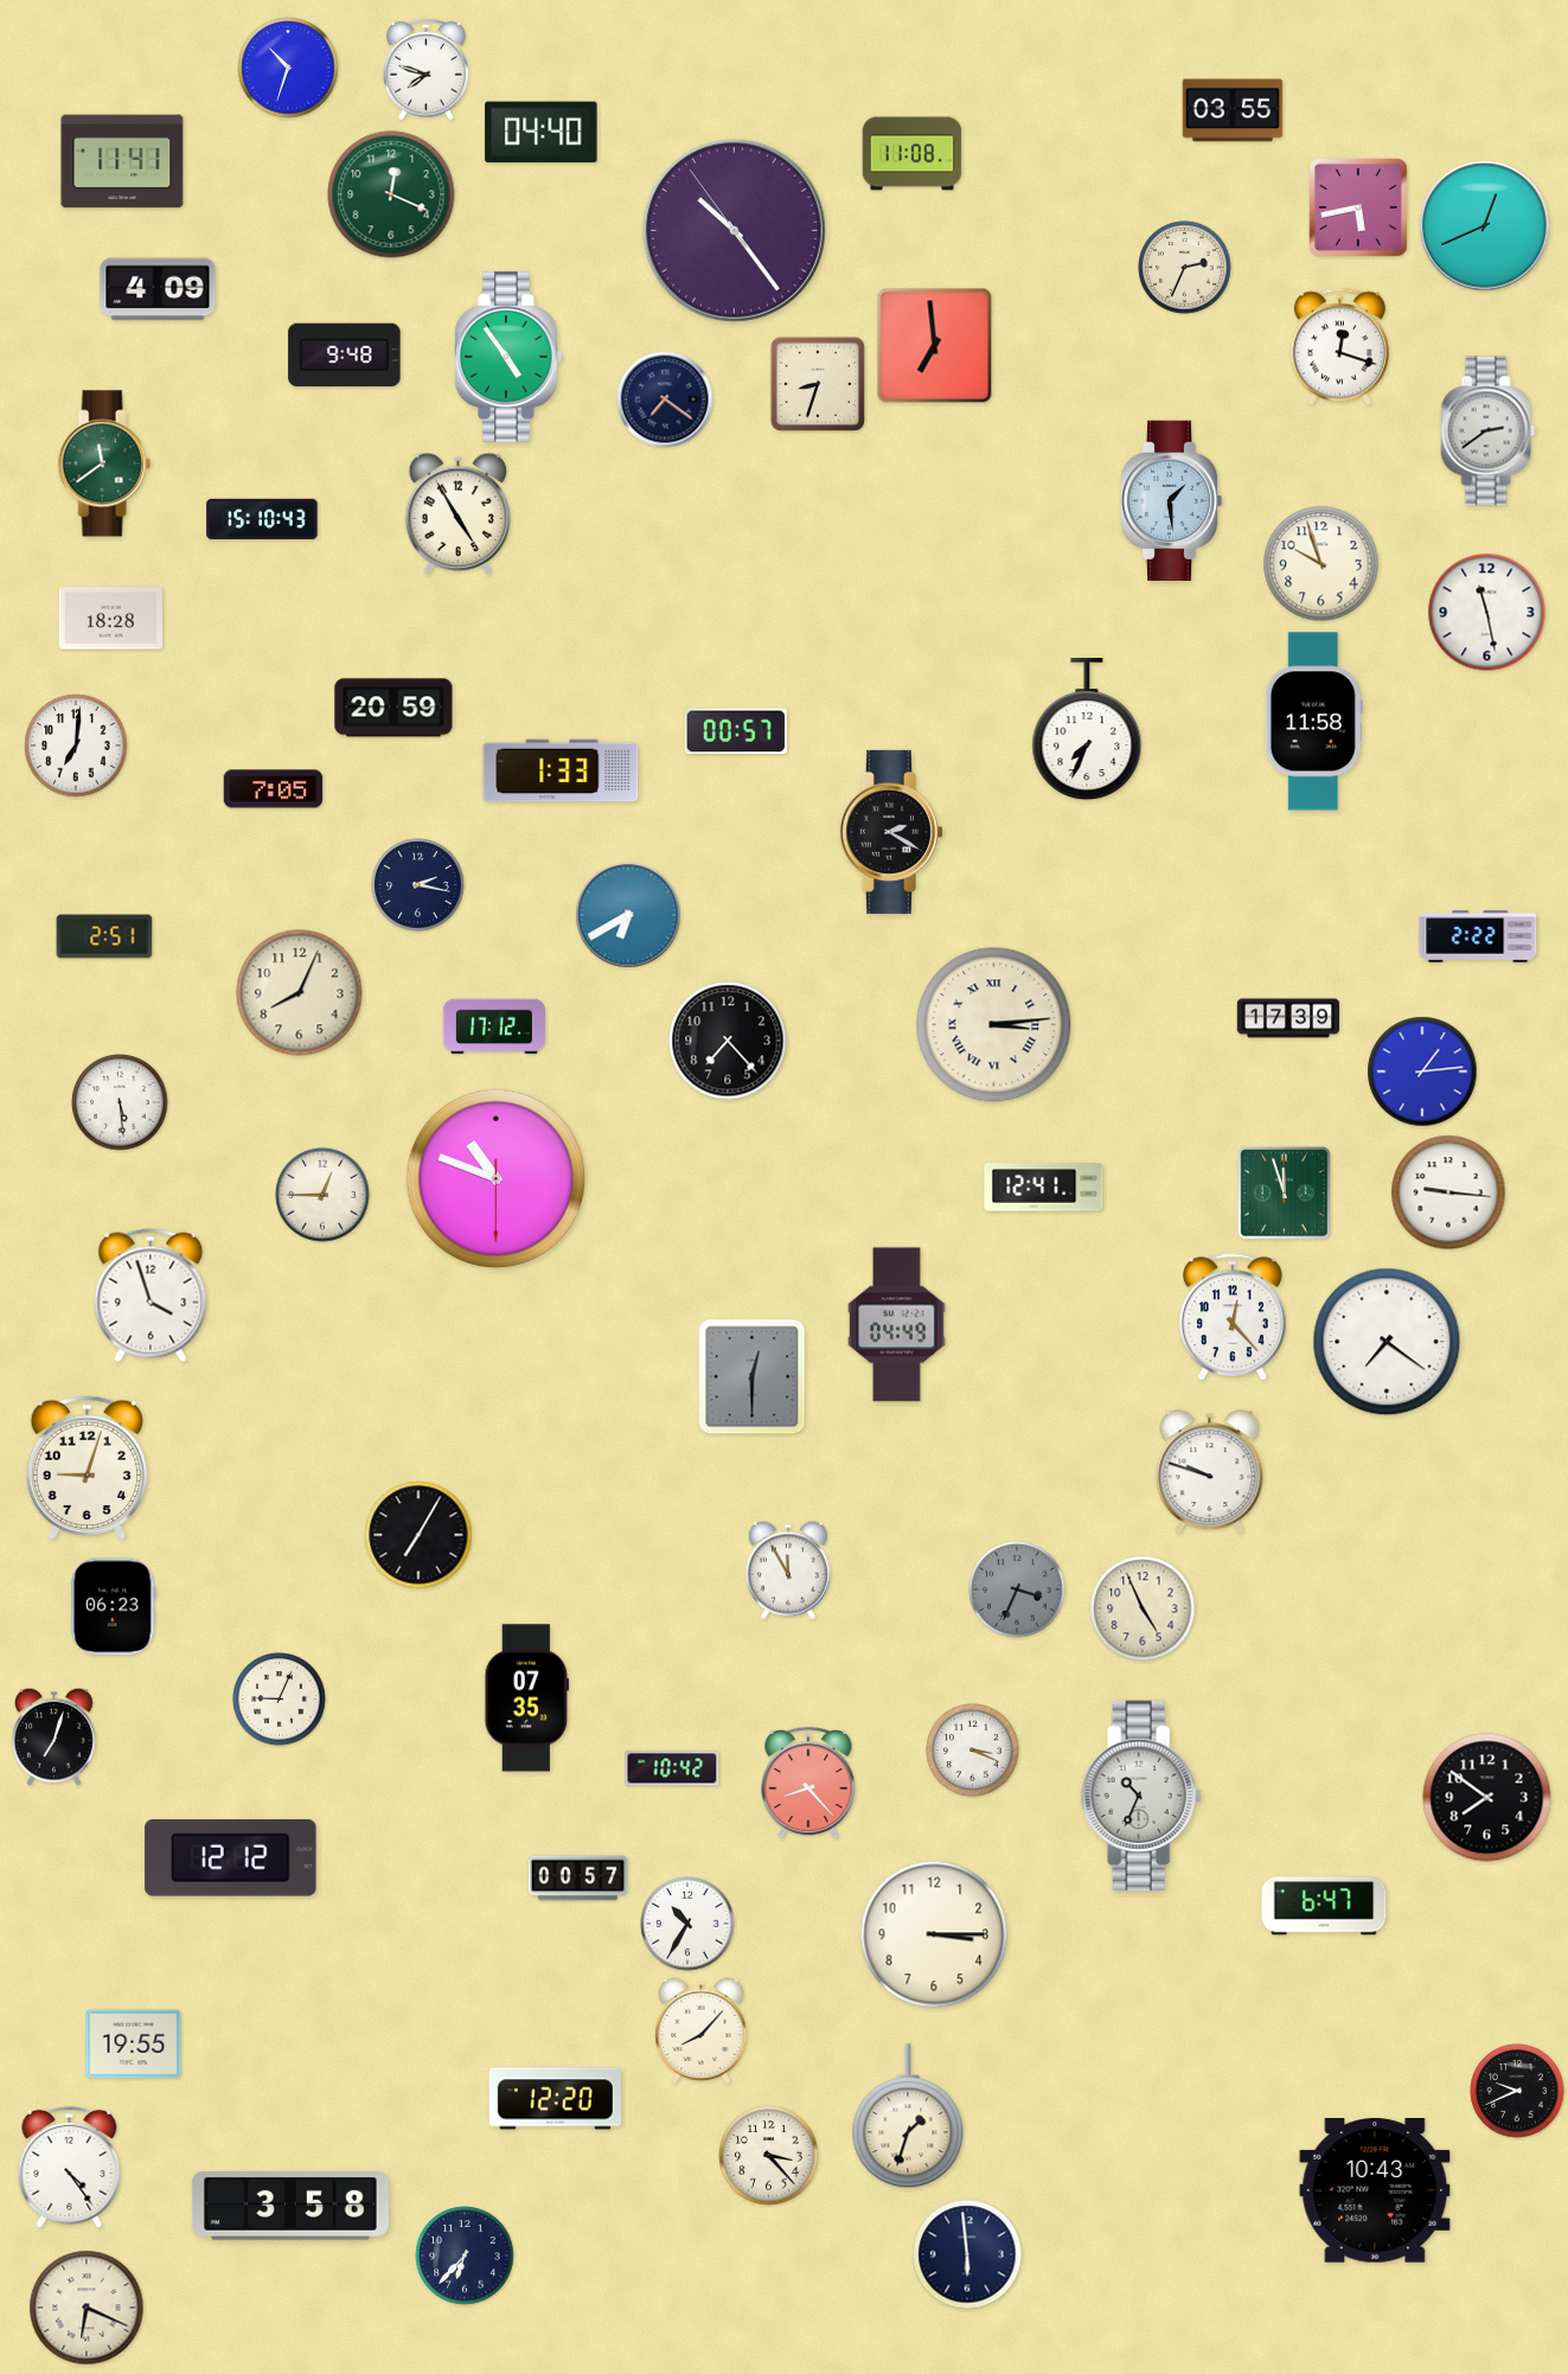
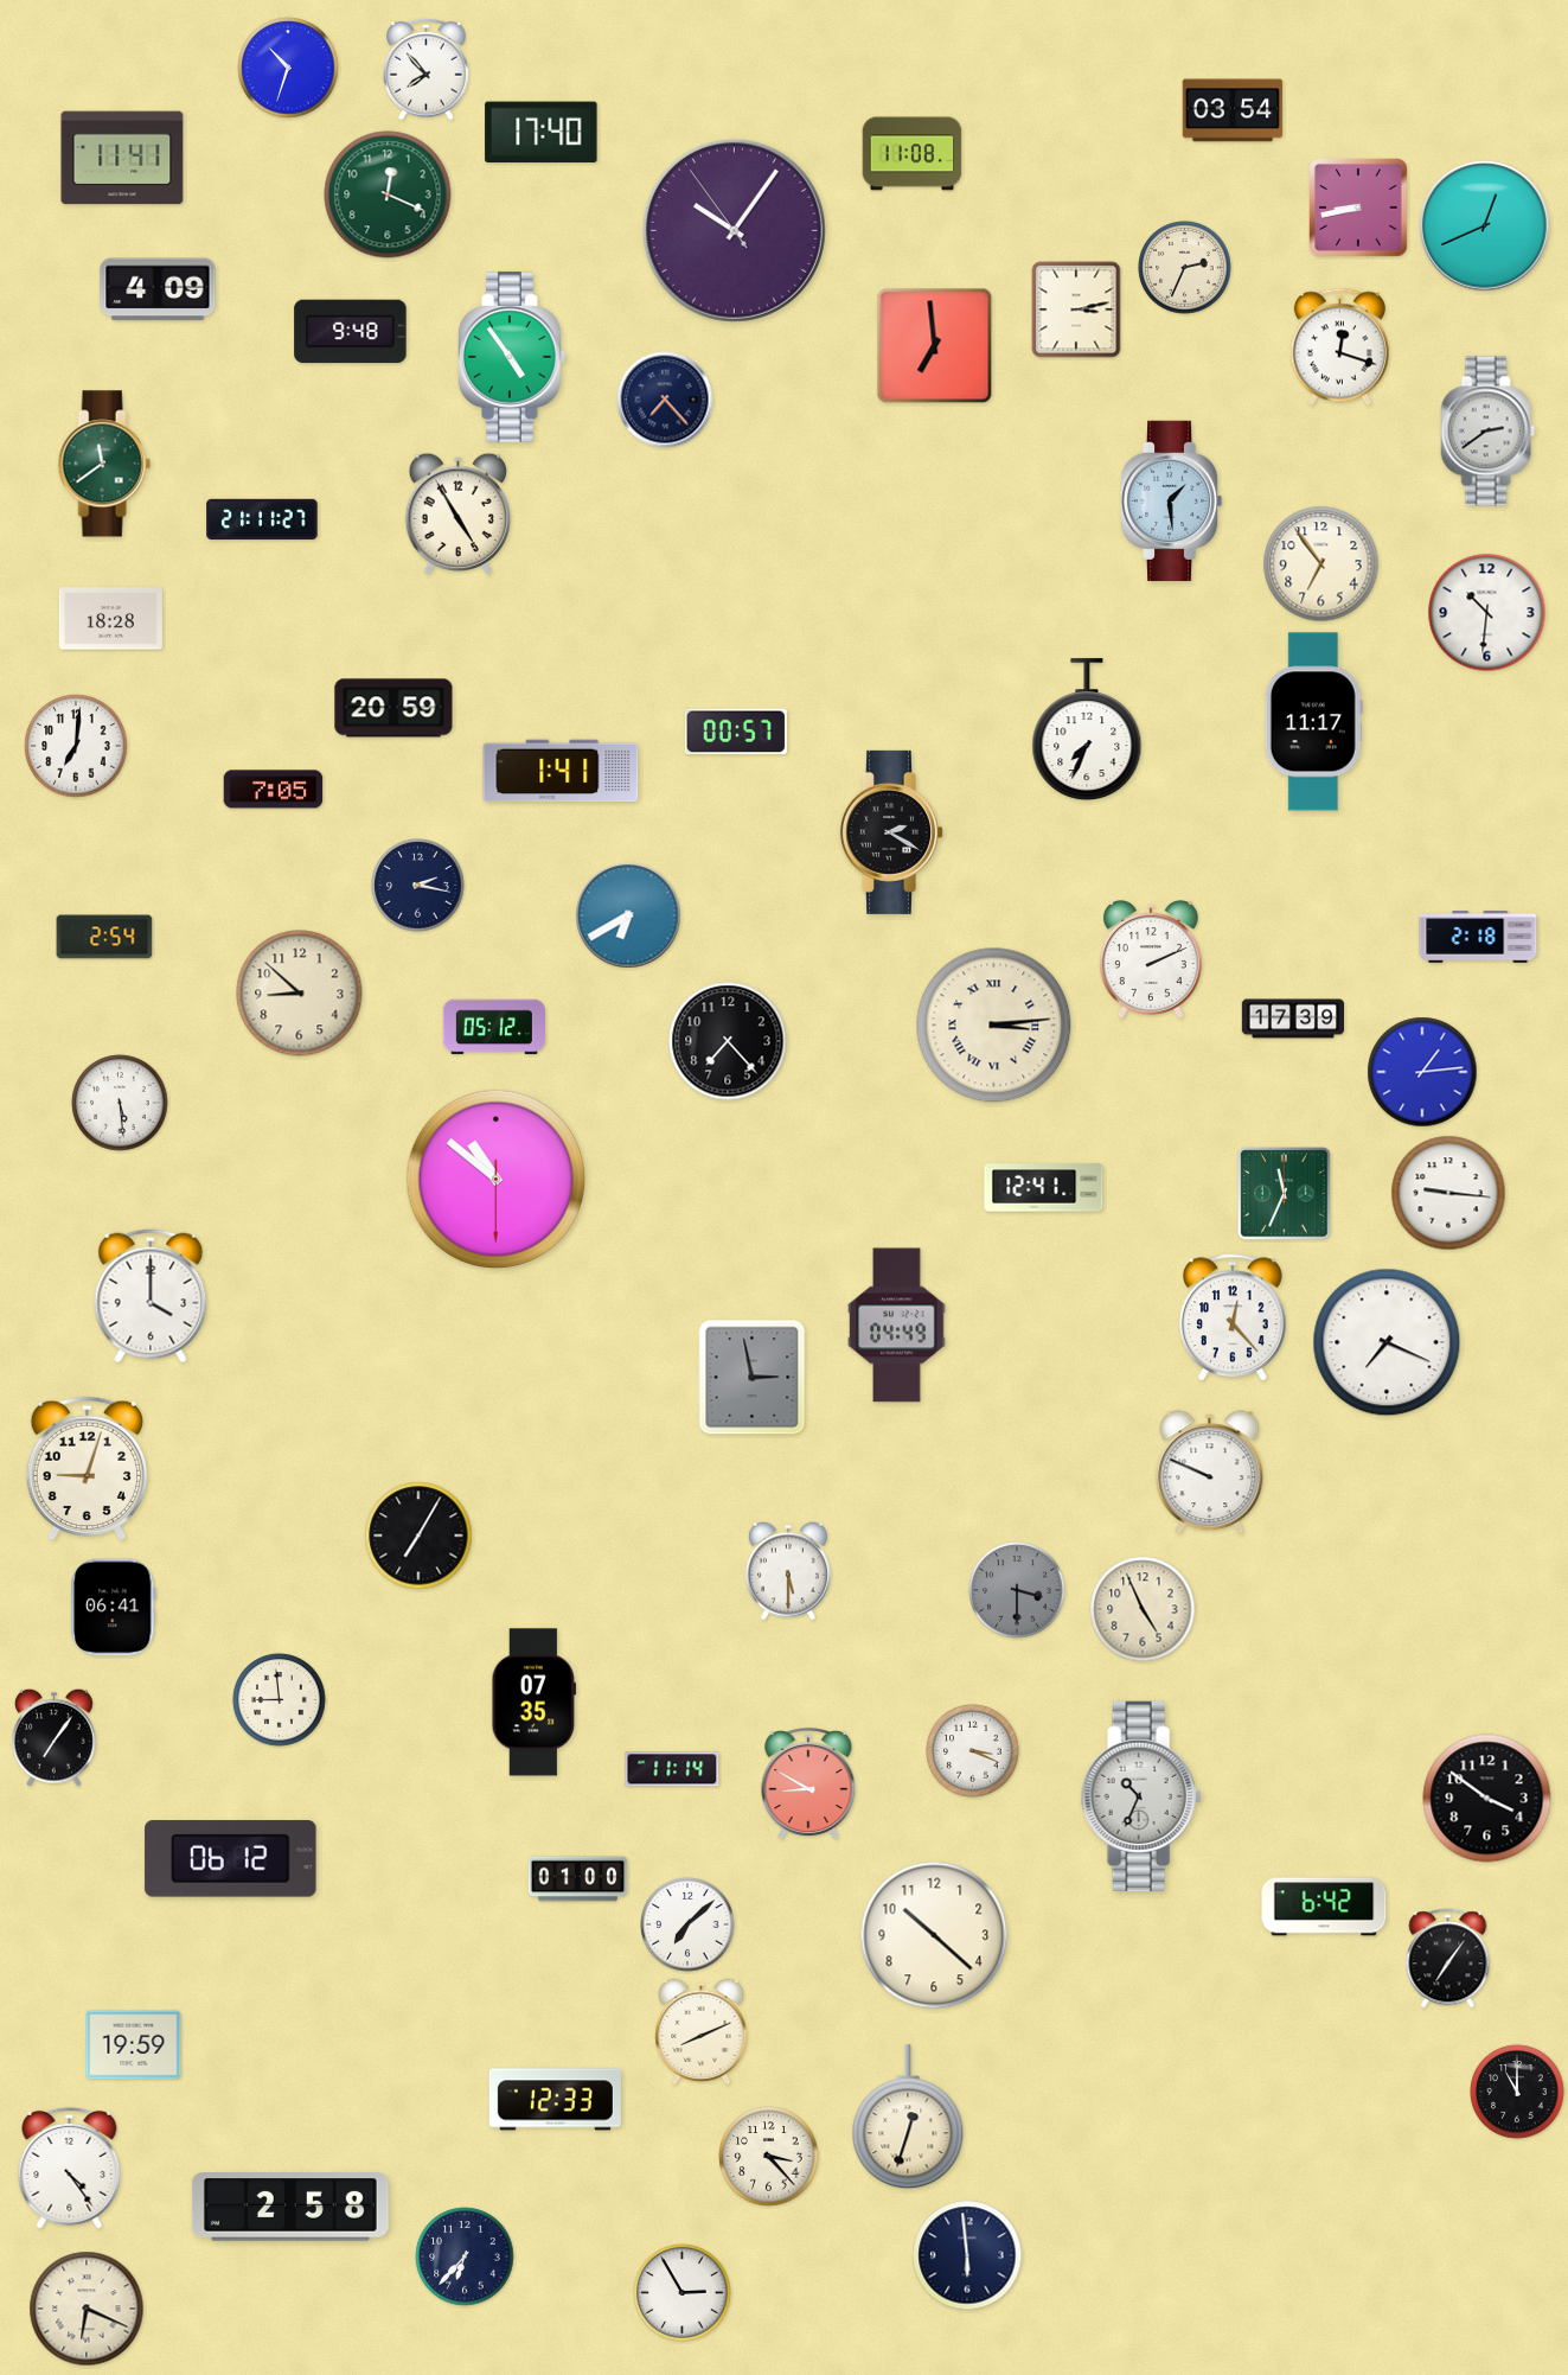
clock at (427, 69): 7:48 -> 7:53
clock at (1233, 110): 03:55 -> 03:54
clock at (542, 133): 04:40 -> 17:40
clock at (122, 161) position: (122, 161) -> (122, 158)
clock at (391, 194) position: (391, 194) -> (388, 194)
clock at (1358, 207): 5:43 -> 8:43
clock at (734, 230): 10:23 -> 10:05
clock at (1076, 309): none -> 3:13
clock at (345, 356) position: (345, 356) -> (351, 332)
clock at (508, 357) position: (508, 357) -> (512, 357)
clock at (818, 384): 8:33 -> none
clock at (665, 399): 7:21 -> 7:23
clock at (262, 519): 15:10 -> 21:11
clock at (1321, 564): 9:57 -> 6:54
clock at (1487, 613): 11:28 -> 10:31
clock at (1313, 722): 11:58 -> 11:17
clock at (561, 770): 1:33 -> 1:41
clock at (104, 936): 2:51 -> 2:54
clock at (1478, 936): 2:22 -> 2:18
clock at (1151, 959): none -> 2:11
clock at (300, 993): 8:04 -> 8:52
clock at (1287, 1018) position: (1287, 1018) -> (1292, 1019)
clock at (494, 1026): 17:12 -> 05:12
clock at (497, 1179): 10:48 -> 10:51
clock at (1285, 1194): 11:57 -> 11:34
clock at (322, 1195): 12:45 -> none
clock at (151, 1295): 3:57 -> 4:00
clock at (1387, 1342): 7:21 -> 7:19
clock at (753, 1377): 12:30 -> 2:58
clock at (1210, 1472): 9:48 -> 9:49
clock at (788, 1570): 11:55 -> 5:30
clock at (1017, 1589): 3:34 -> 3:30
clock at (114, 1607): 06:23 -> 06:41
clock at (527, 1698) position: (527, 1698) -> (535, 1703)
clock at (280, 1700): 9:04 -> 8:59
clock at (55, 1736): 7:03 -> 7:06
clock at (672, 1768): 10:42 -> 11:14
clock at (808, 1784): 8:23 -> 8:50
clock at (1487, 1798): 7:51 -> 3:51
clock at (231, 1858): 12:12 -> 06:12
clock at (578, 1879): 00:57 -> 01:00
clock at (1324, 1906): 6:47 -> 6:42
clock at (687, 1924): 10:35 -> 7:08
clock at (934, 1934): 3:15 -> 10:22
clock at (1448, 1959): none -> 7:06
clock at (702, 2031): 8:07 -> 8:11
clock at (134, 2045): 19:55 -> 19:59
clock at (1517, 2091): 9:41 -> 11:00
clock at (555, 2099): 12:20 -> 12:33
clock at (908, 2117): 1:33 -> 12:33
clock at (1375, 2191): 10:43 -> none
clock at (290, 2207): 3:58 -> 2:58
clock at (683, 2293): none -> 2:55
